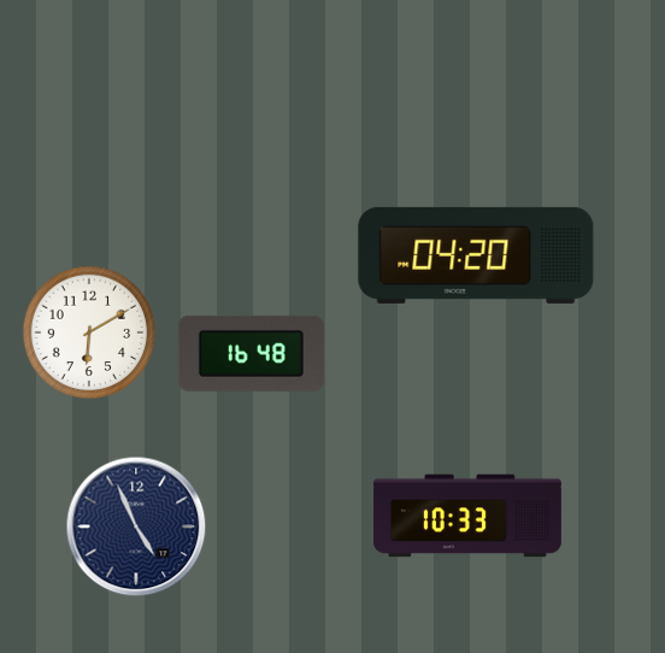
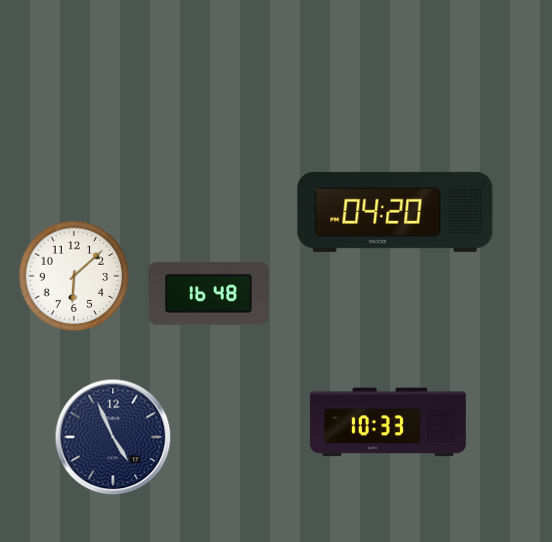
clock at (89, 333): 6:10 -> 6:08
clock at (467, 516) position: (467, 516) -> (388, 422)
